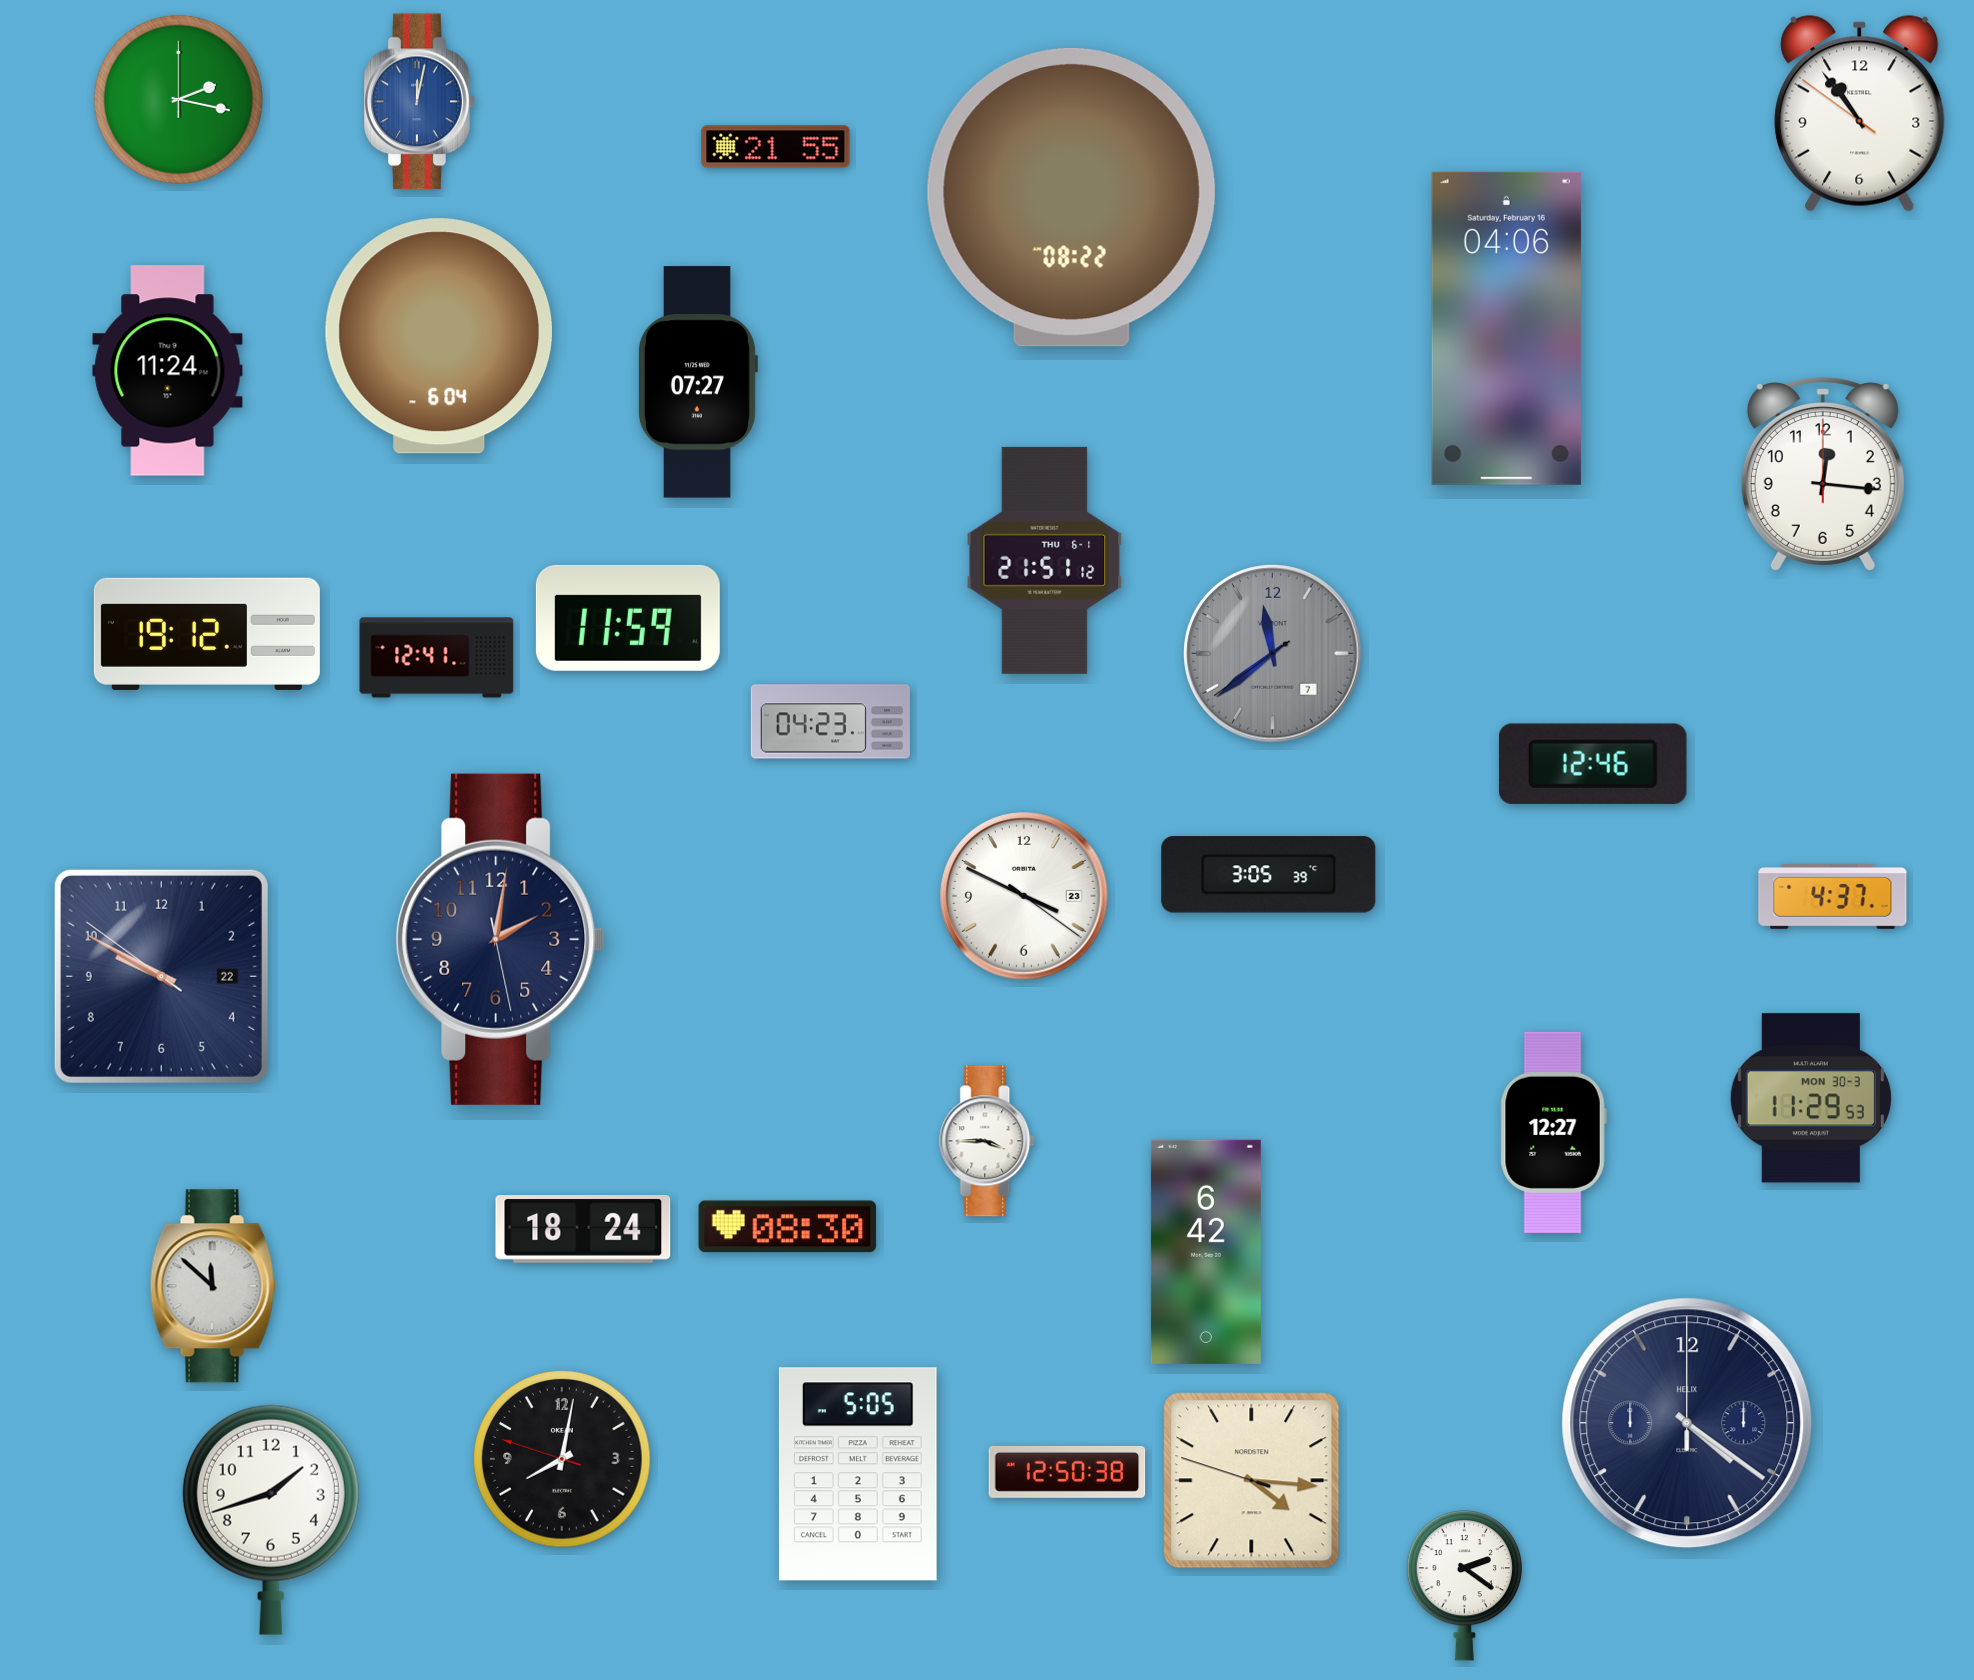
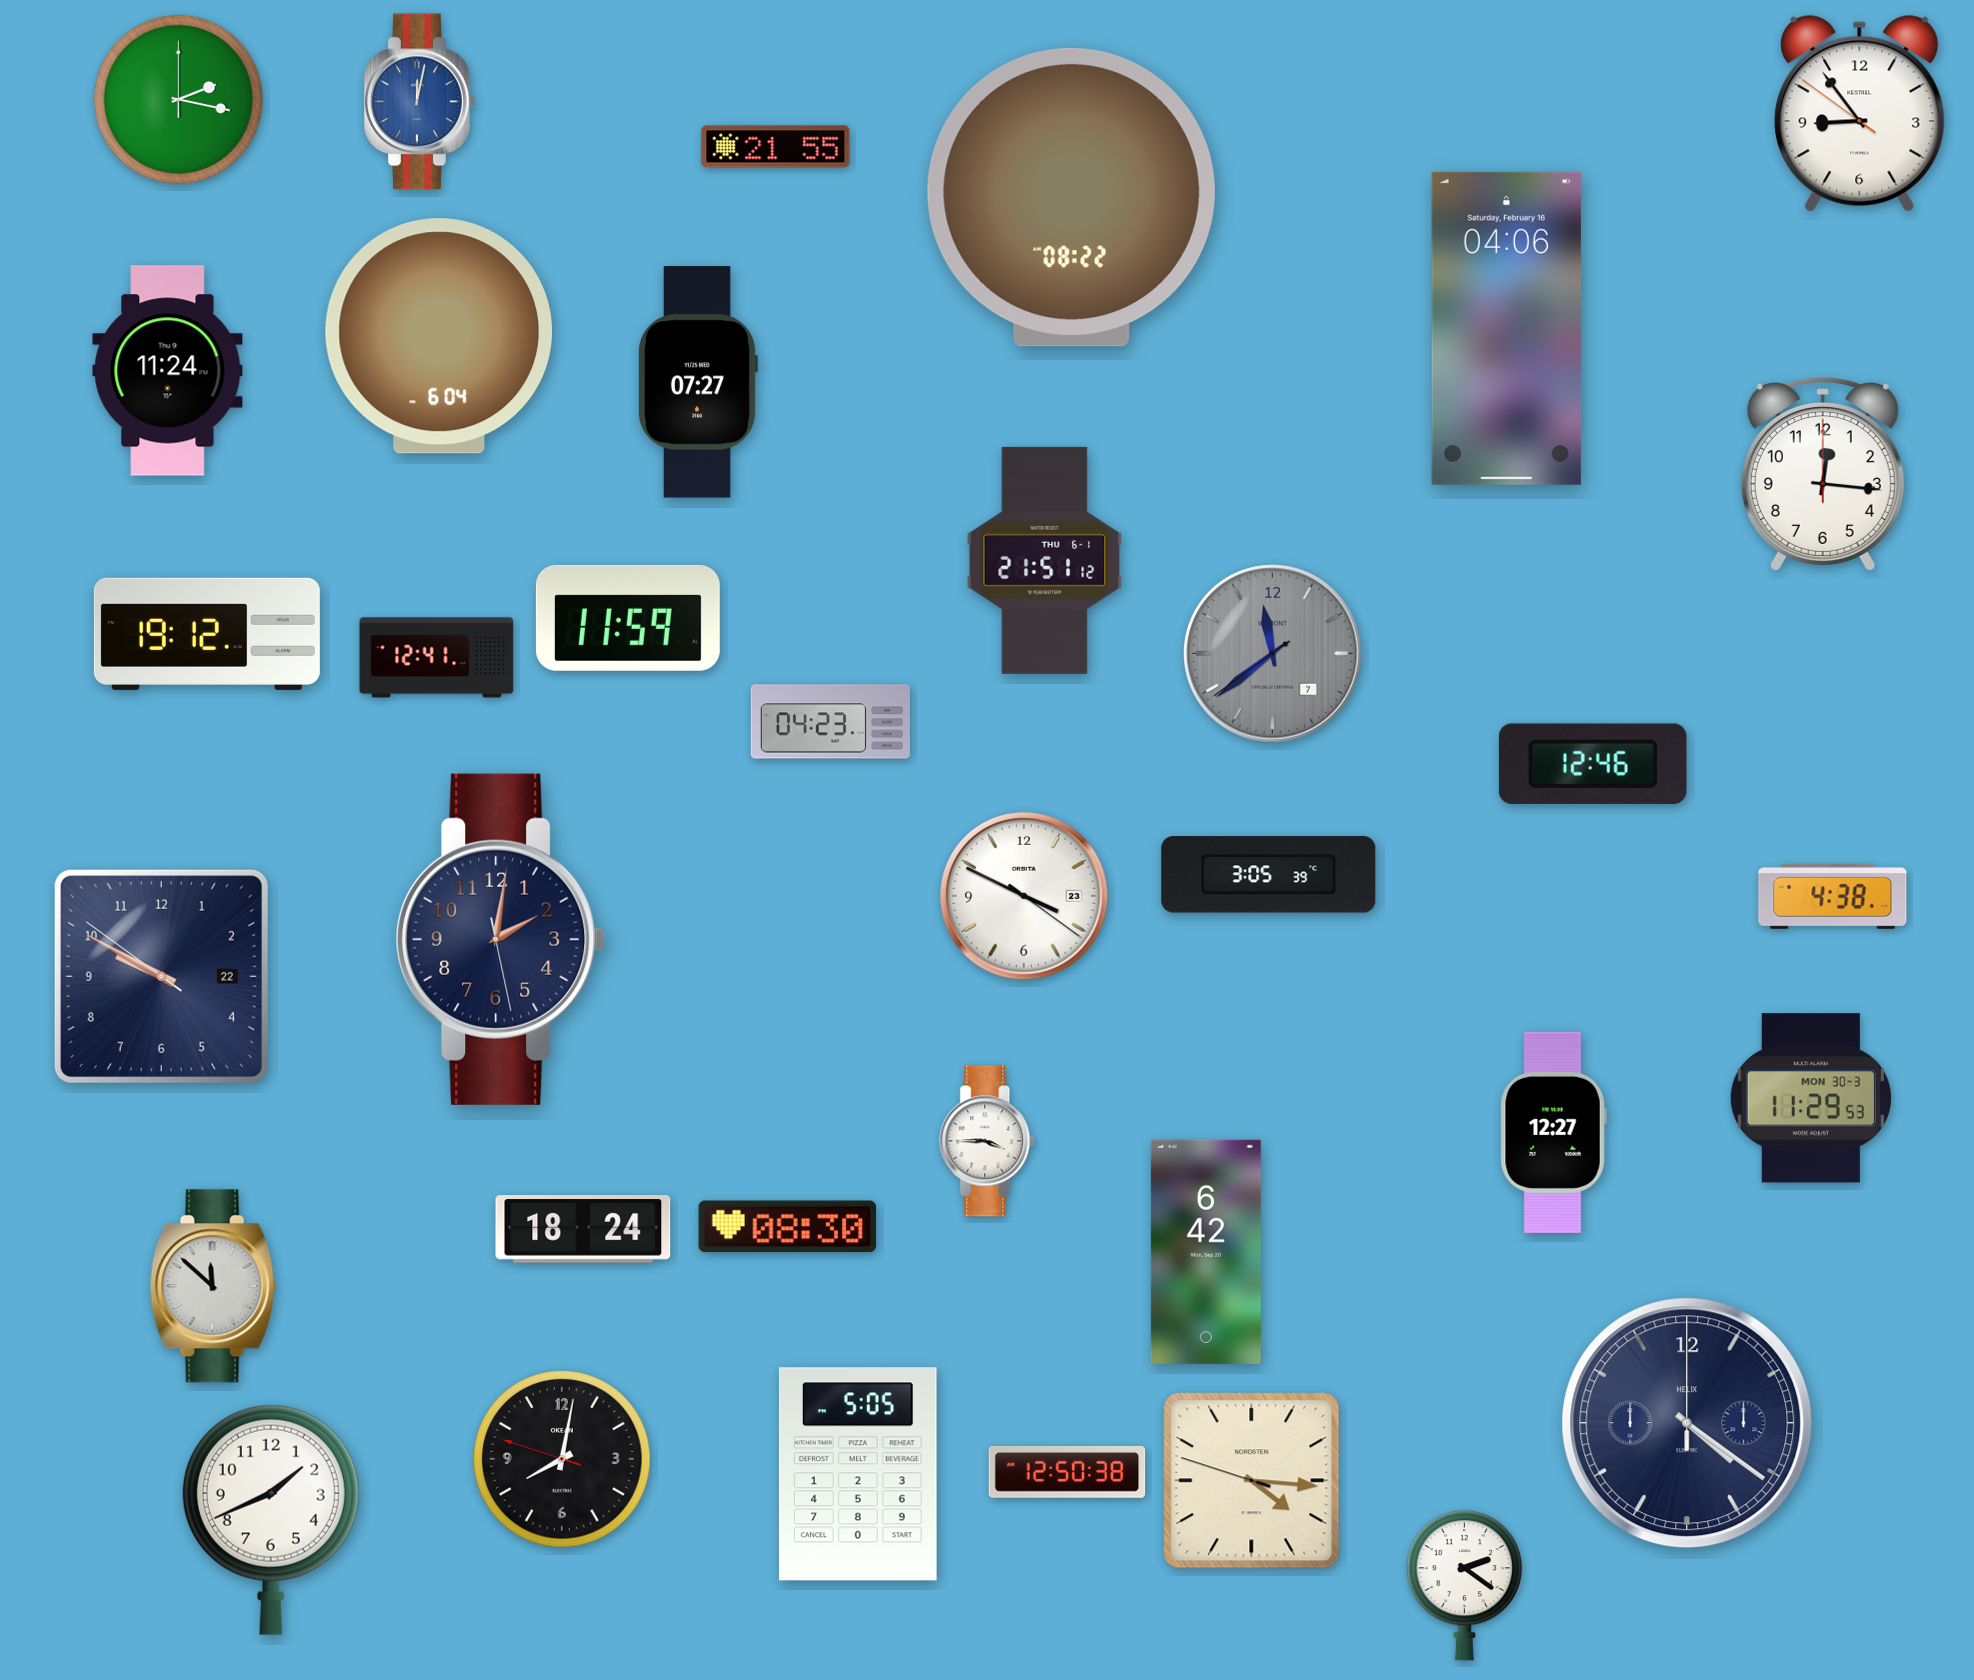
clock at (1860, 114): 10:53 -> 8:53
clock at (1833, 896): 4:37 -> 4:38
clock at (271, 1520): 1:42 -> 1:41
